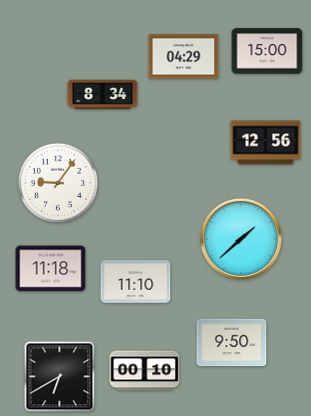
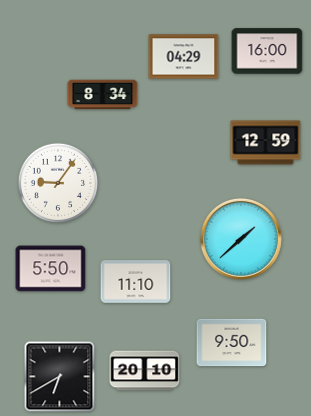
clock at (267, 51): 15:00 -> 16:00
clock at (266, 143): 12:56 -> 12:59
clock at (51, 269): 11:18 -> 5:50
clock at (145, 371): 00:10 -> 20:10
